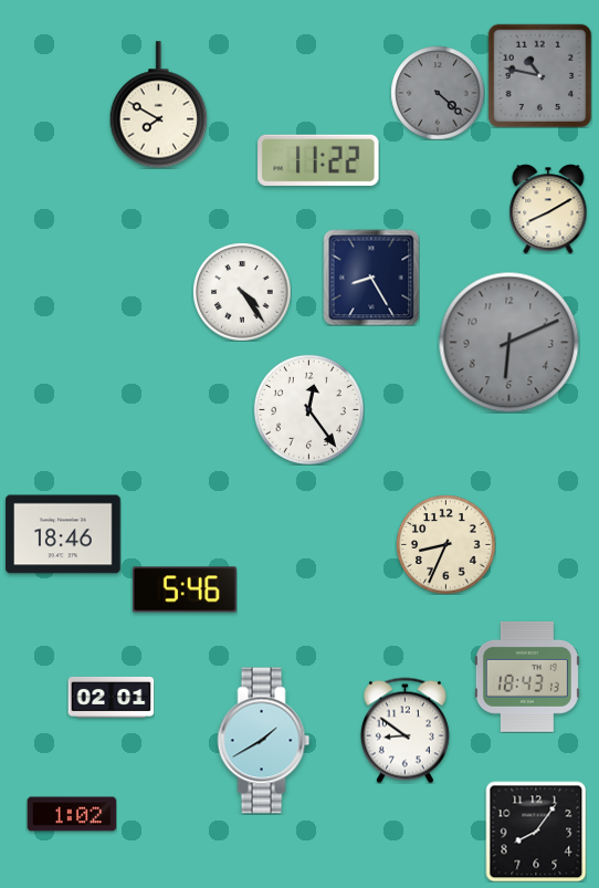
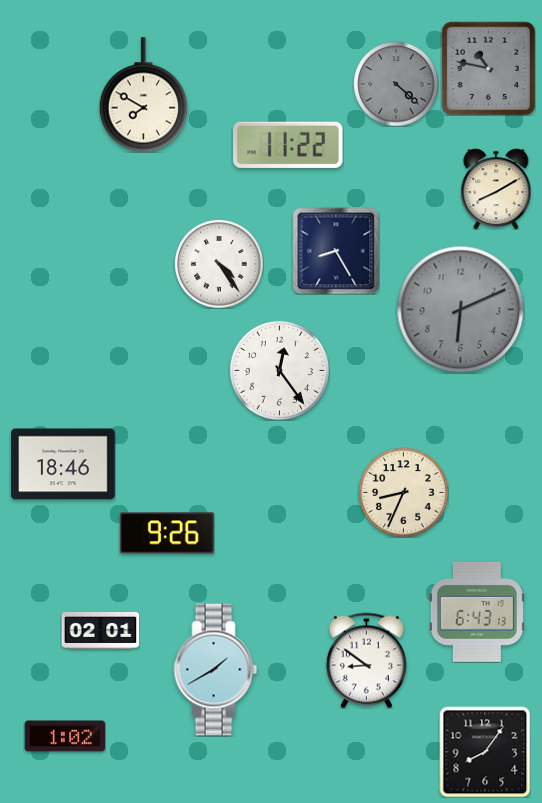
clock at (63, 534) position: (63, 534) -> (63, 464)
clock at (185, 589): 5:46 -> 9:26
clock at (527, 677): 18:43 -> 6:43
clock at (264, 741) position: (264, 741) -> (216, 670)
